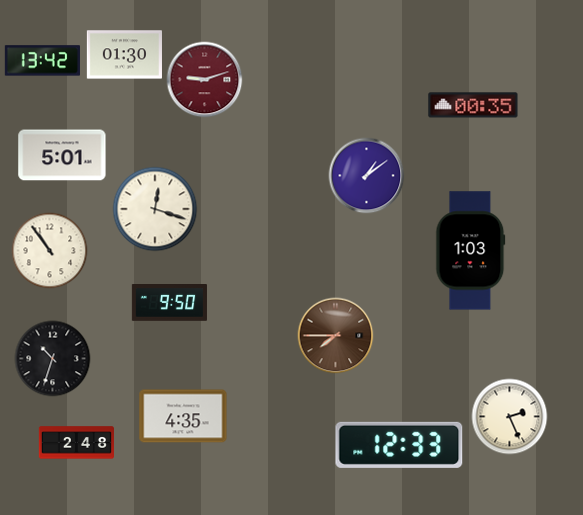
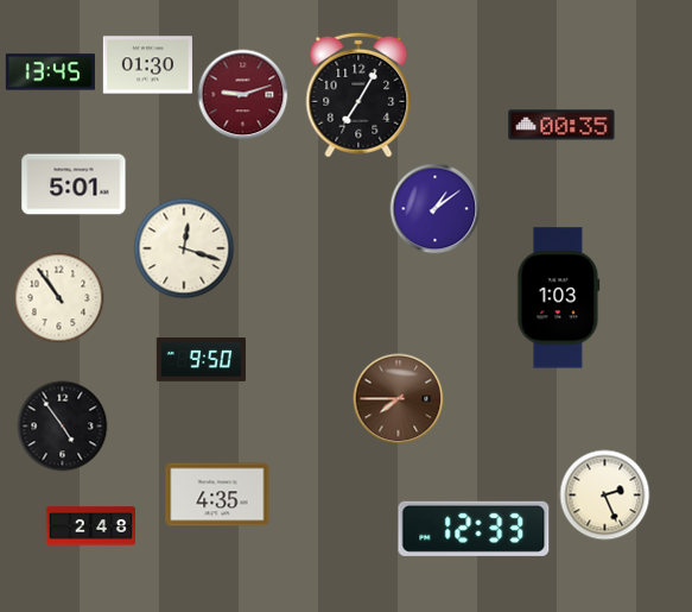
clock at (42, 61): 13:42 -> 13:45
clock at (358, 95): none -> 7:05
clock at (53, 359): 10:33 -> 4:54
